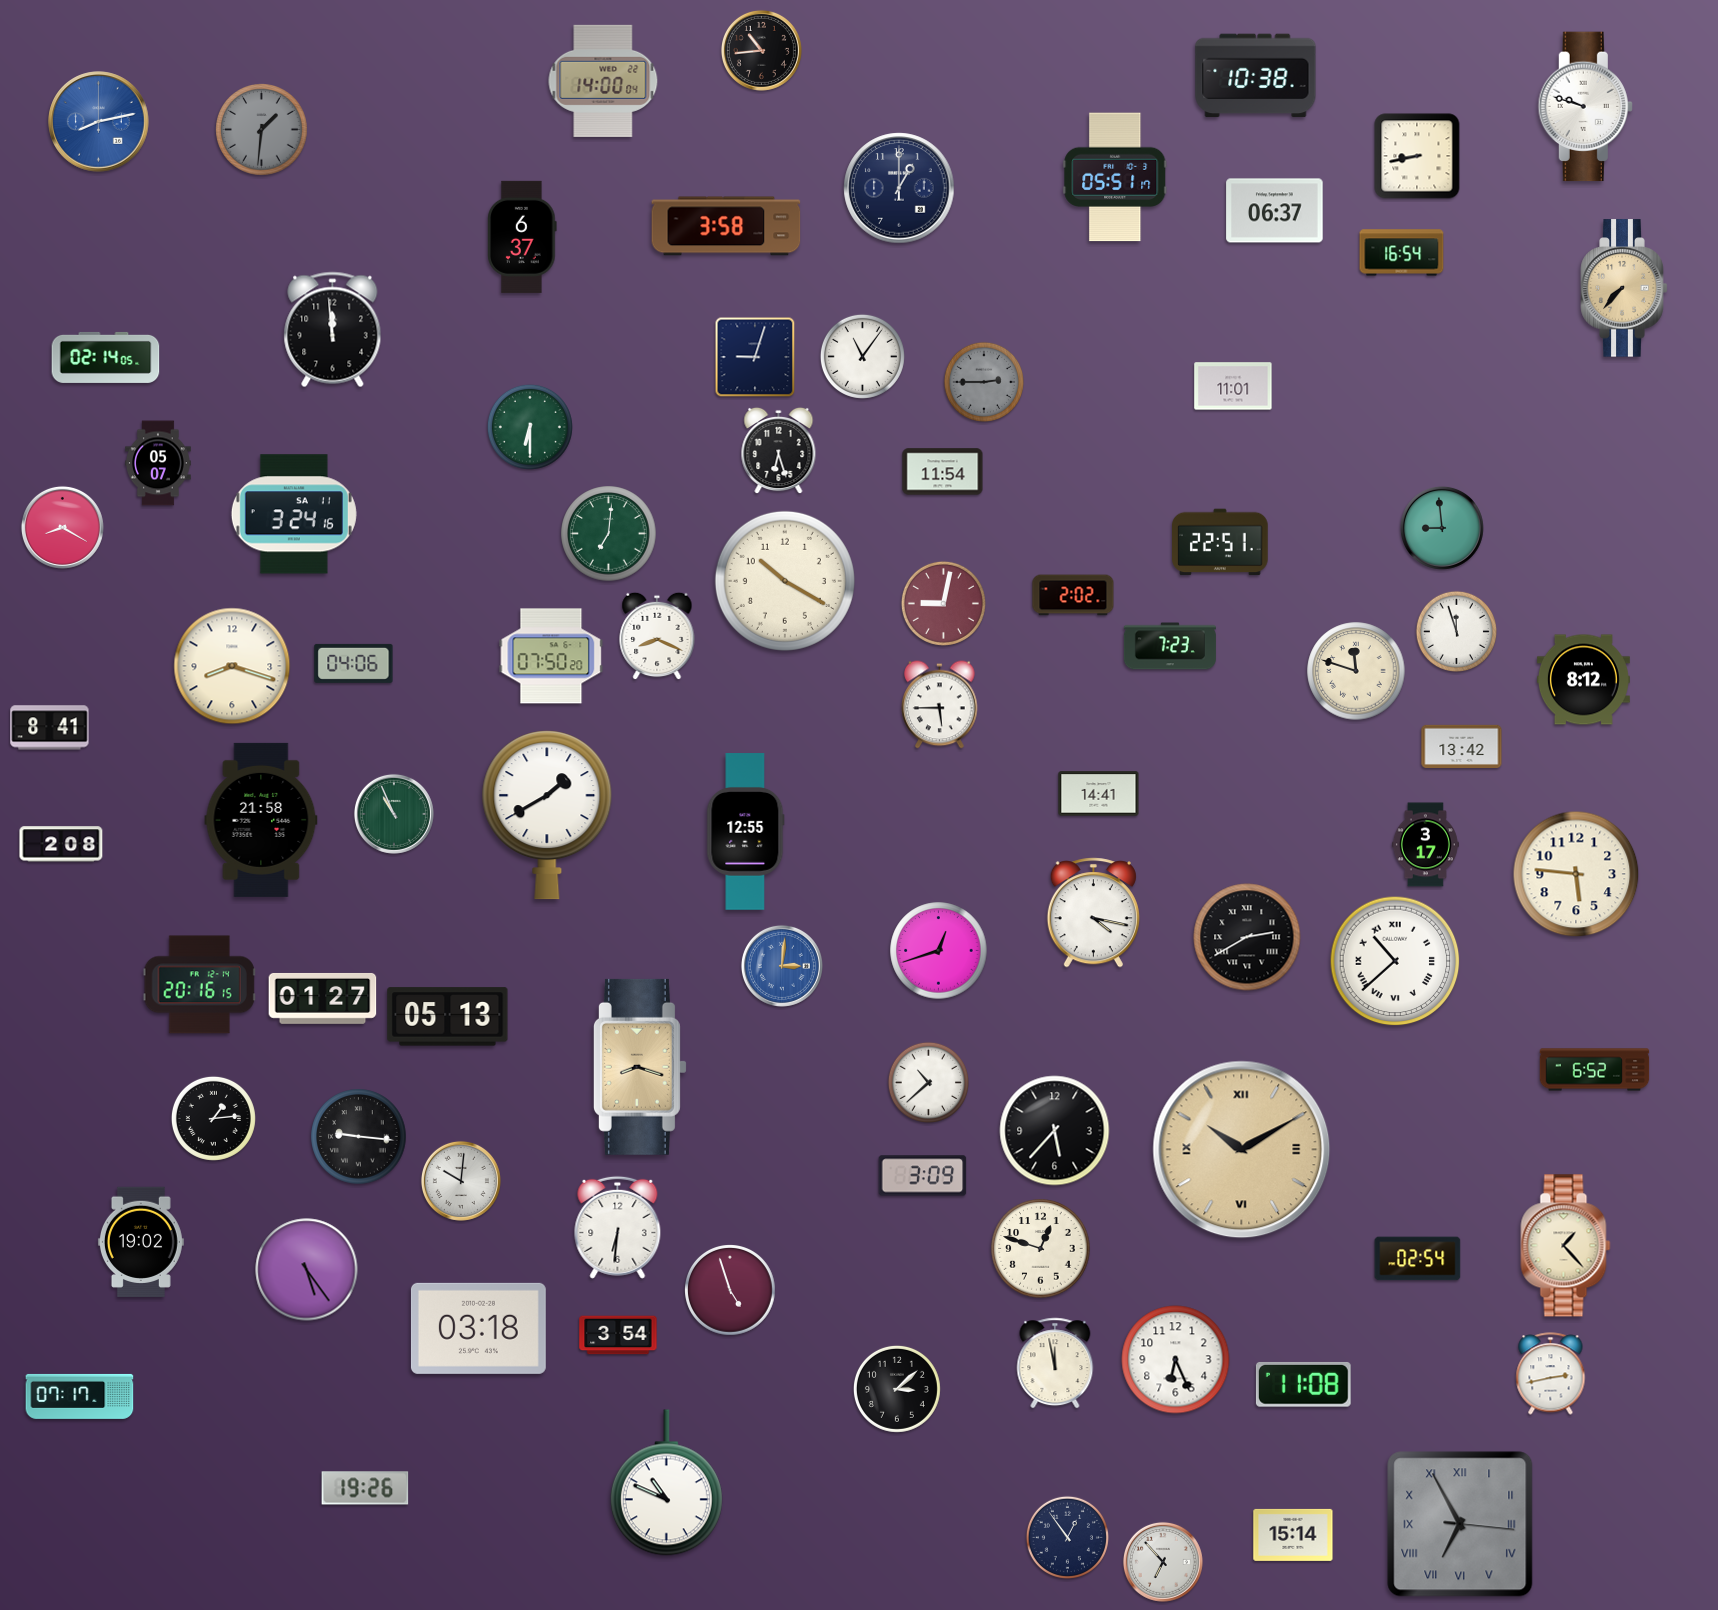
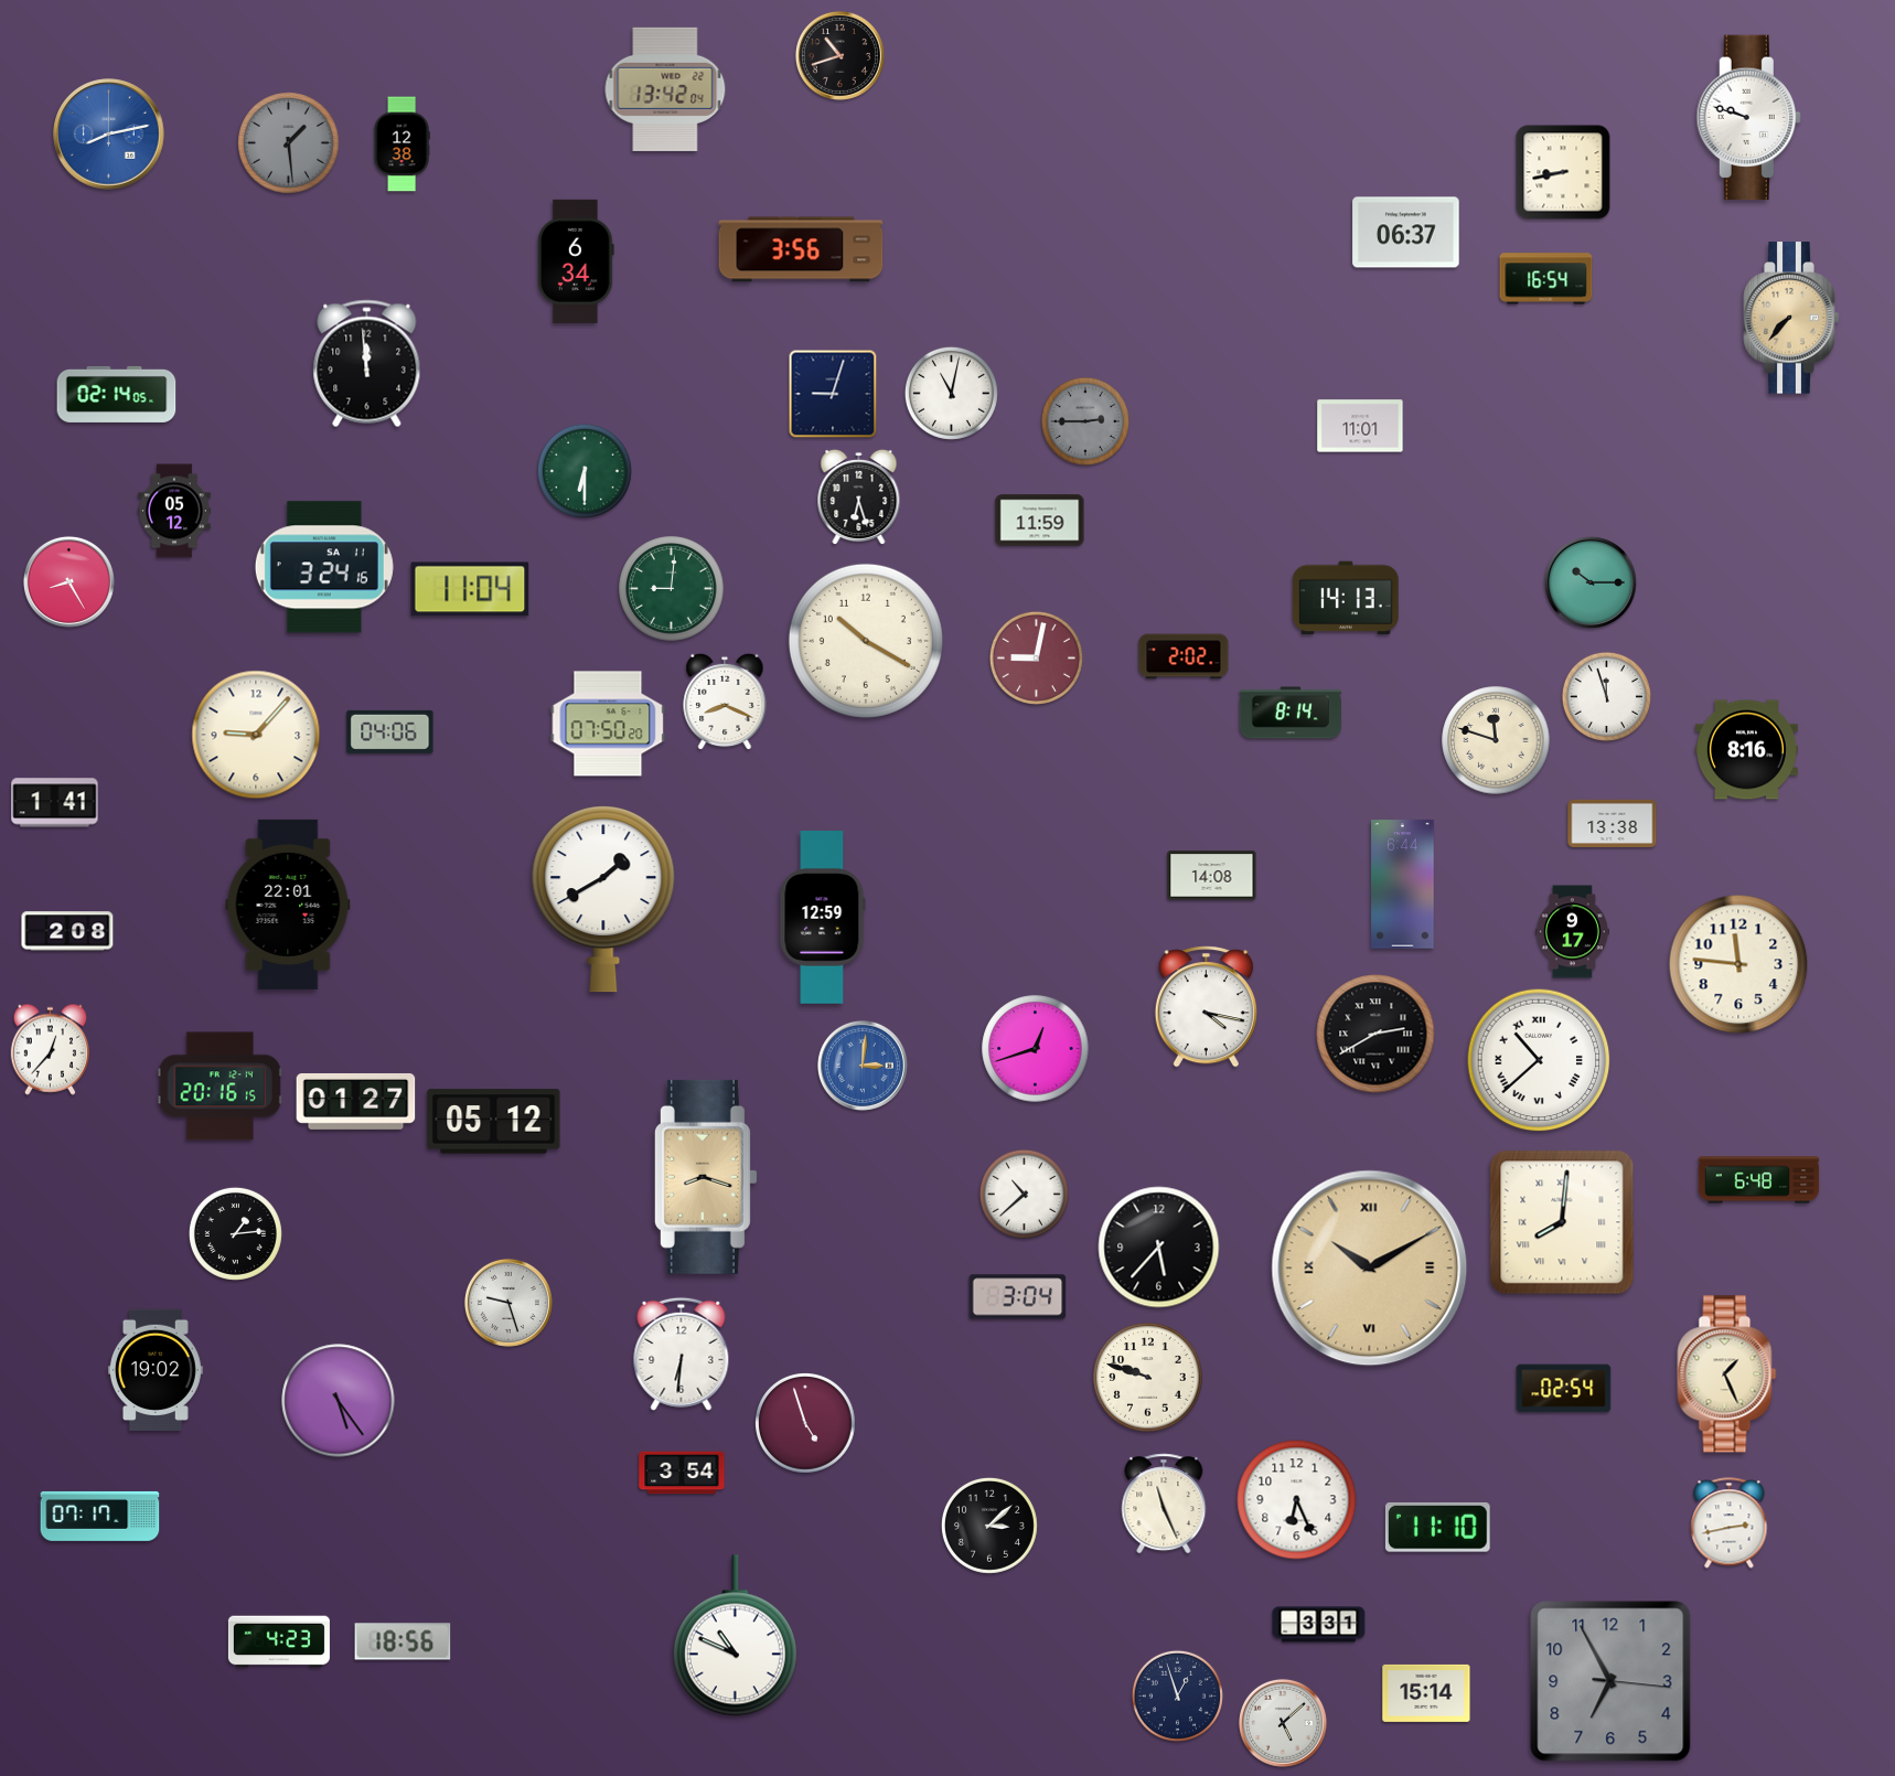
clock at (761, 50): 10:44 -> 10:42
clock at (1256, 76): 10:38 -> none
clock at (603, 81): 14:00 -> 13:42
clock at (262, 130): 1:31 -> 1:29
clock at (402, 145): none -> 12:38
clock at (1115, 177): 05:51 -> none
clock at (899, 188): 1:00 -> none
clock at (726, 226): 3:58 -> 3:56
clock at (522, 237): 6:37 -> 6:34
clock at (862, 356): 11:06 -> 11:02
clock at (159, 463): 05:07 -> 05:12
clock at (943, 472): 11:54 -> 11:59
clock at (62, 527): 8:20 -> 8:25
clock at (1442, 528): 8:59 -> 10:15
clock at (470, 589): none -> 11:04
clock at (609, 534): 7:01 -> 9:01
clock at (1220, 542): 22:51 -> 14:13
clock at (943, 603) position: (943, 603) -> (1036, 657)
clock at (1170, 646): 7:23 -> 8:14
clock at (232, 666): 8:18 -> 9:07
clock at (1583, 680): 8:12 -> 8:16
clock at (940, 705): 5:45 -> none
clock at (50, 728): 8:41 -> 1:41
clock at (1462, 746): 13:42 -> 13:38
clock at (1099, 794): 14:41 -> 14:08
clock at (1403, 885): none -> 6:44
clock at (394, 814): 10:56 -> none
clock at (261, 820): 21:58 -> 22:01
clock at (746, 832): 12:55 -> 12:59
clock at (1425, 845): 3:17 -> 9:17
clock at (1576, 874): 5:46 -> 11:46
clock at (51, 1049): none -> 12:37
clock at (448, 1017): 05:13 -> 05:12
clock at (1595, 1070): 6:52 -> 6:48
clock at (1562, 1222): none -> 8:01
clock at (1055, 1131) position: (1055, 1131) -> (1159, 1248)
clock at (359, 1137): 9:16 -> none
clock at (923, 1176): 3:09 -> 3:04
clock at (461, 1181): 10:01 -> 9:27
clock at (1566, 1246): 1:23 -> 1:26
clock at (1041, 1249): 12:48 -> 9:48
clock at (478, 1328): 03:18 -> none
clock at (1055, 1363): 11:58 -> 11:26
clock at (1551, 1374) position: (1551, 1374) -> (1730, 1523)
clock at (1303, 1384): 11:08 -> 11:10
clock at (897, 1389) position: (897, 1389) -> (989, 1526)
clock at (80, 1396) position: (80, 1396) -> (100, 1516)
clock at (1319, 1625): none -> 3:31
clock at (279, 1641): none -> 4:23
clock at (365, 1488): 19:26 -> 18:56
clock at (1460, 1524) numerals: Roman -> Arabic
clock at (1067, 1537): 12:54 -> 12:57
clock at (1163, 1562): 6:53 -> 5:08
